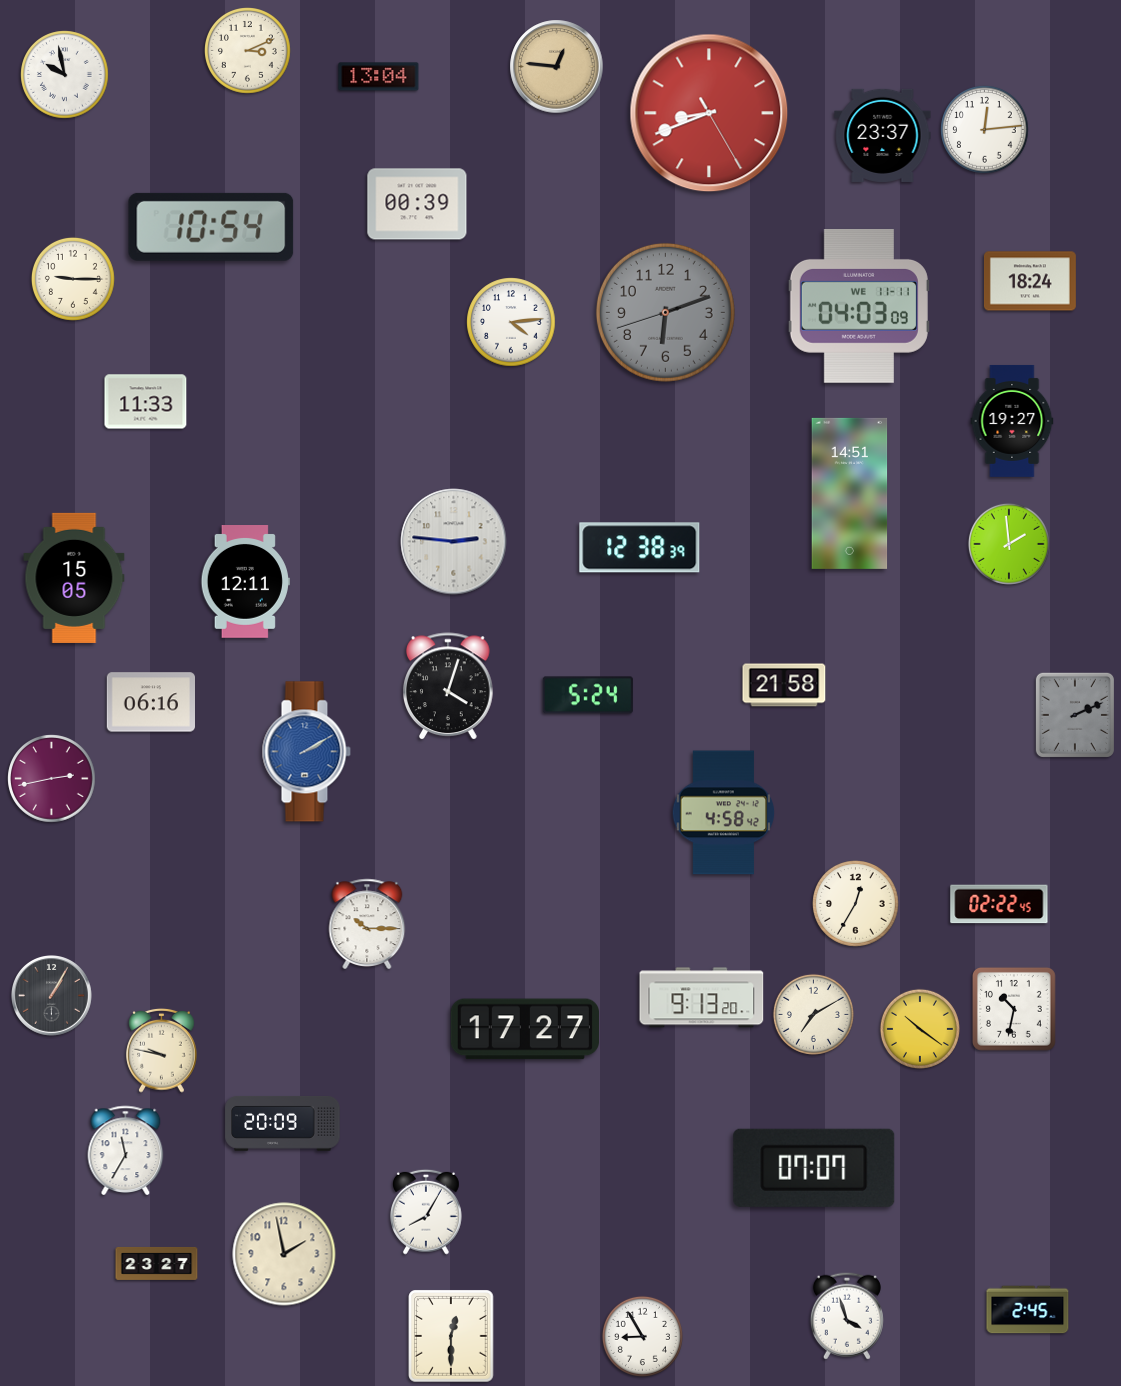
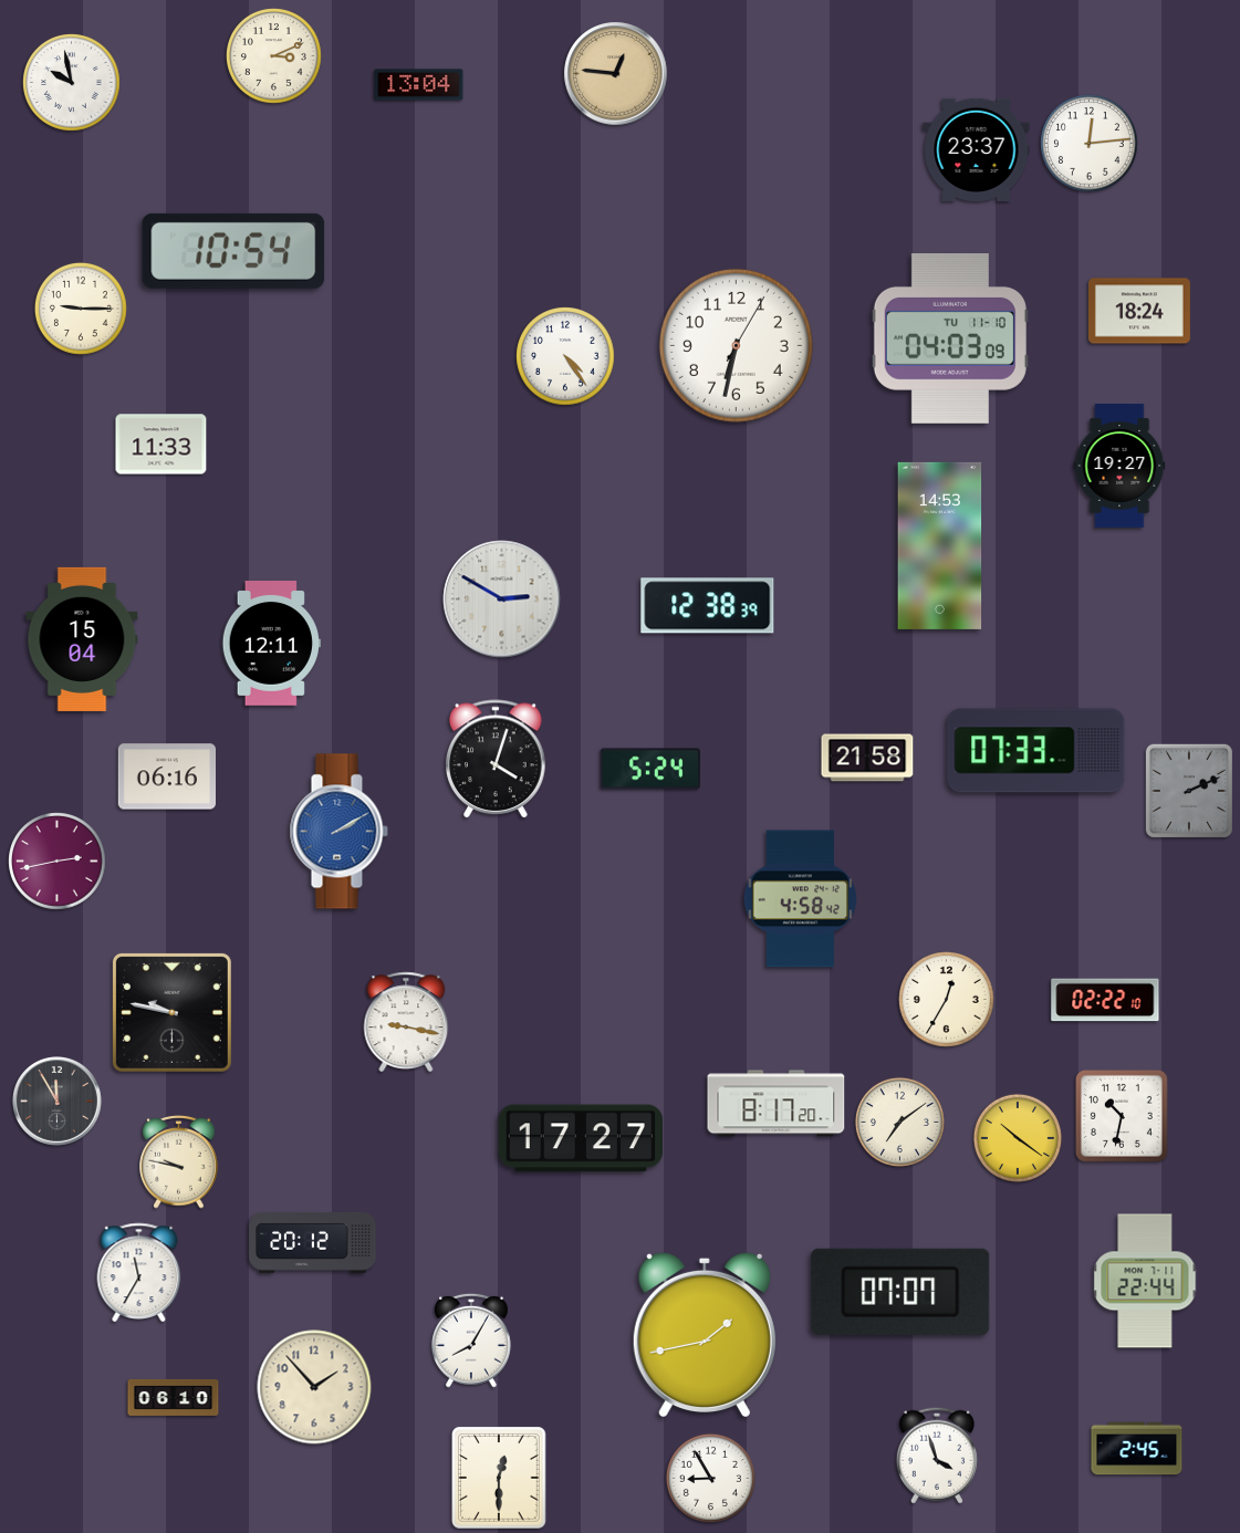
clock at (709, 113): 8:41 -> none
clock at (417, 204): 00:39 -> none
clock at (859, 307) date: WE 11-11 -> TU 11-10
clock at (665, 312): 6:11 -> 6:32
clock at (665, 312) dial: grey -> white
clock at (511, 322): 4:14 -> 4:24
clock at (850, 493): 14:51 -> 14:53
clock at (454, 542): 2:46 -> 2:50
clock at (1009, 544): 1:59 -> none
clock at (74, 578): 15:05 -> 15:04
clock at (1036, 751): none -> 07:33
clock at (999, 904): 02:22:45 -> 02:22:10
clock at (171, 1012): none -> 9:47
clock at (367, 924): 10:15 -> 9:17
clock at (52, 996): 1:05 -> 11:55
clock at (702, 998): 9:13 -> 8:17
clock at (813, 1014): 7:10 -> 7:09
clock at (283, 1123): 20:09 -> 20:12
clock at (1145, 1281): none -> 22:44
clock at (705, 1334): none -> 1:43
clock at (284, 1254): 1:58 -> 1:53
clock at (157, 1264): 23:27 -> 06:10
